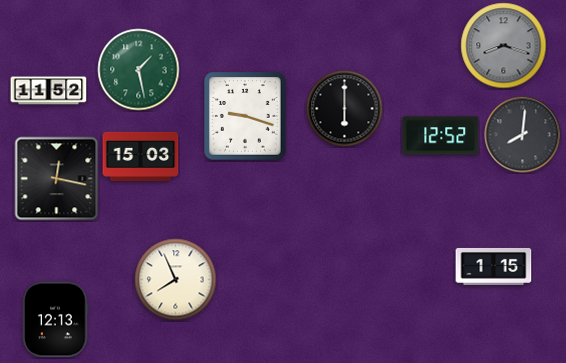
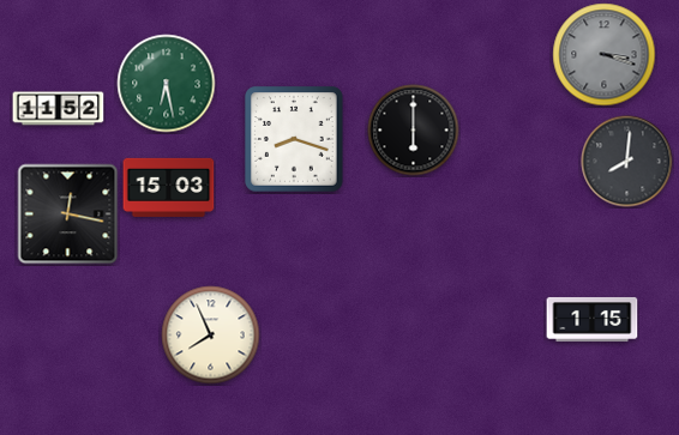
clock at (504, 46): 8:18 -> 3:18
clock at (139, 70): 1:28 -> 6:28
clock at (245, 116): 9:18 -> 8:18
clock at (441, 136): 12:52 -> none
clock at (56, 320): 12:13 -> none
